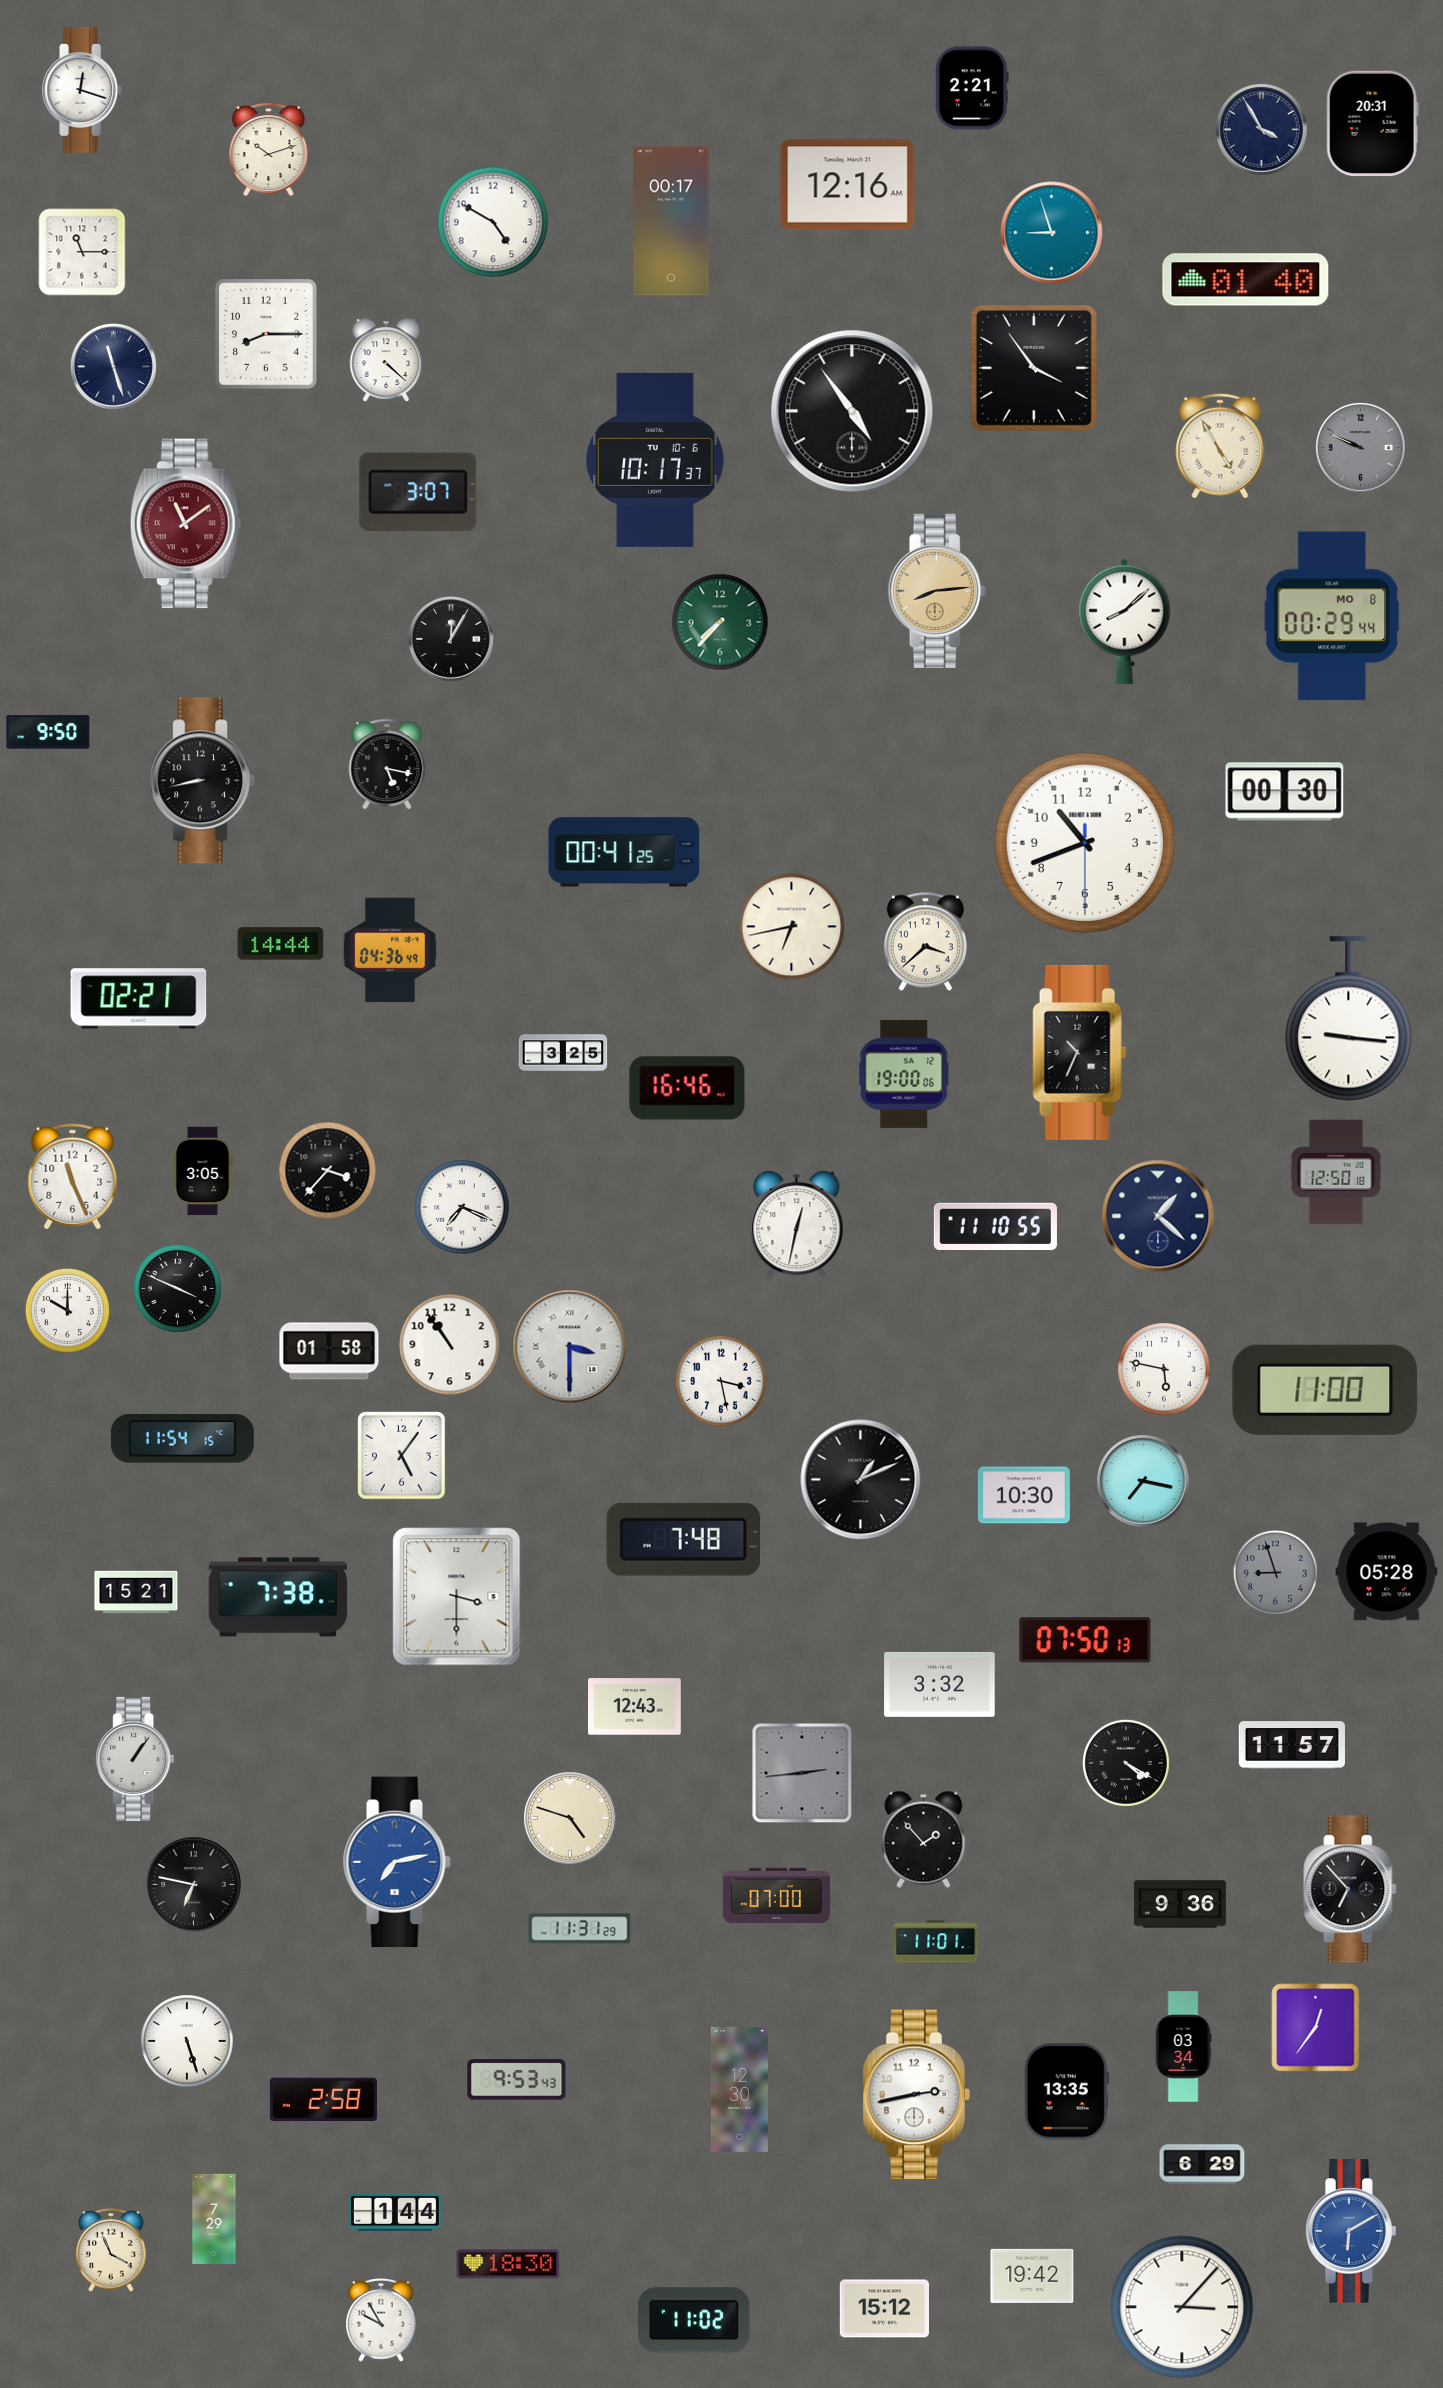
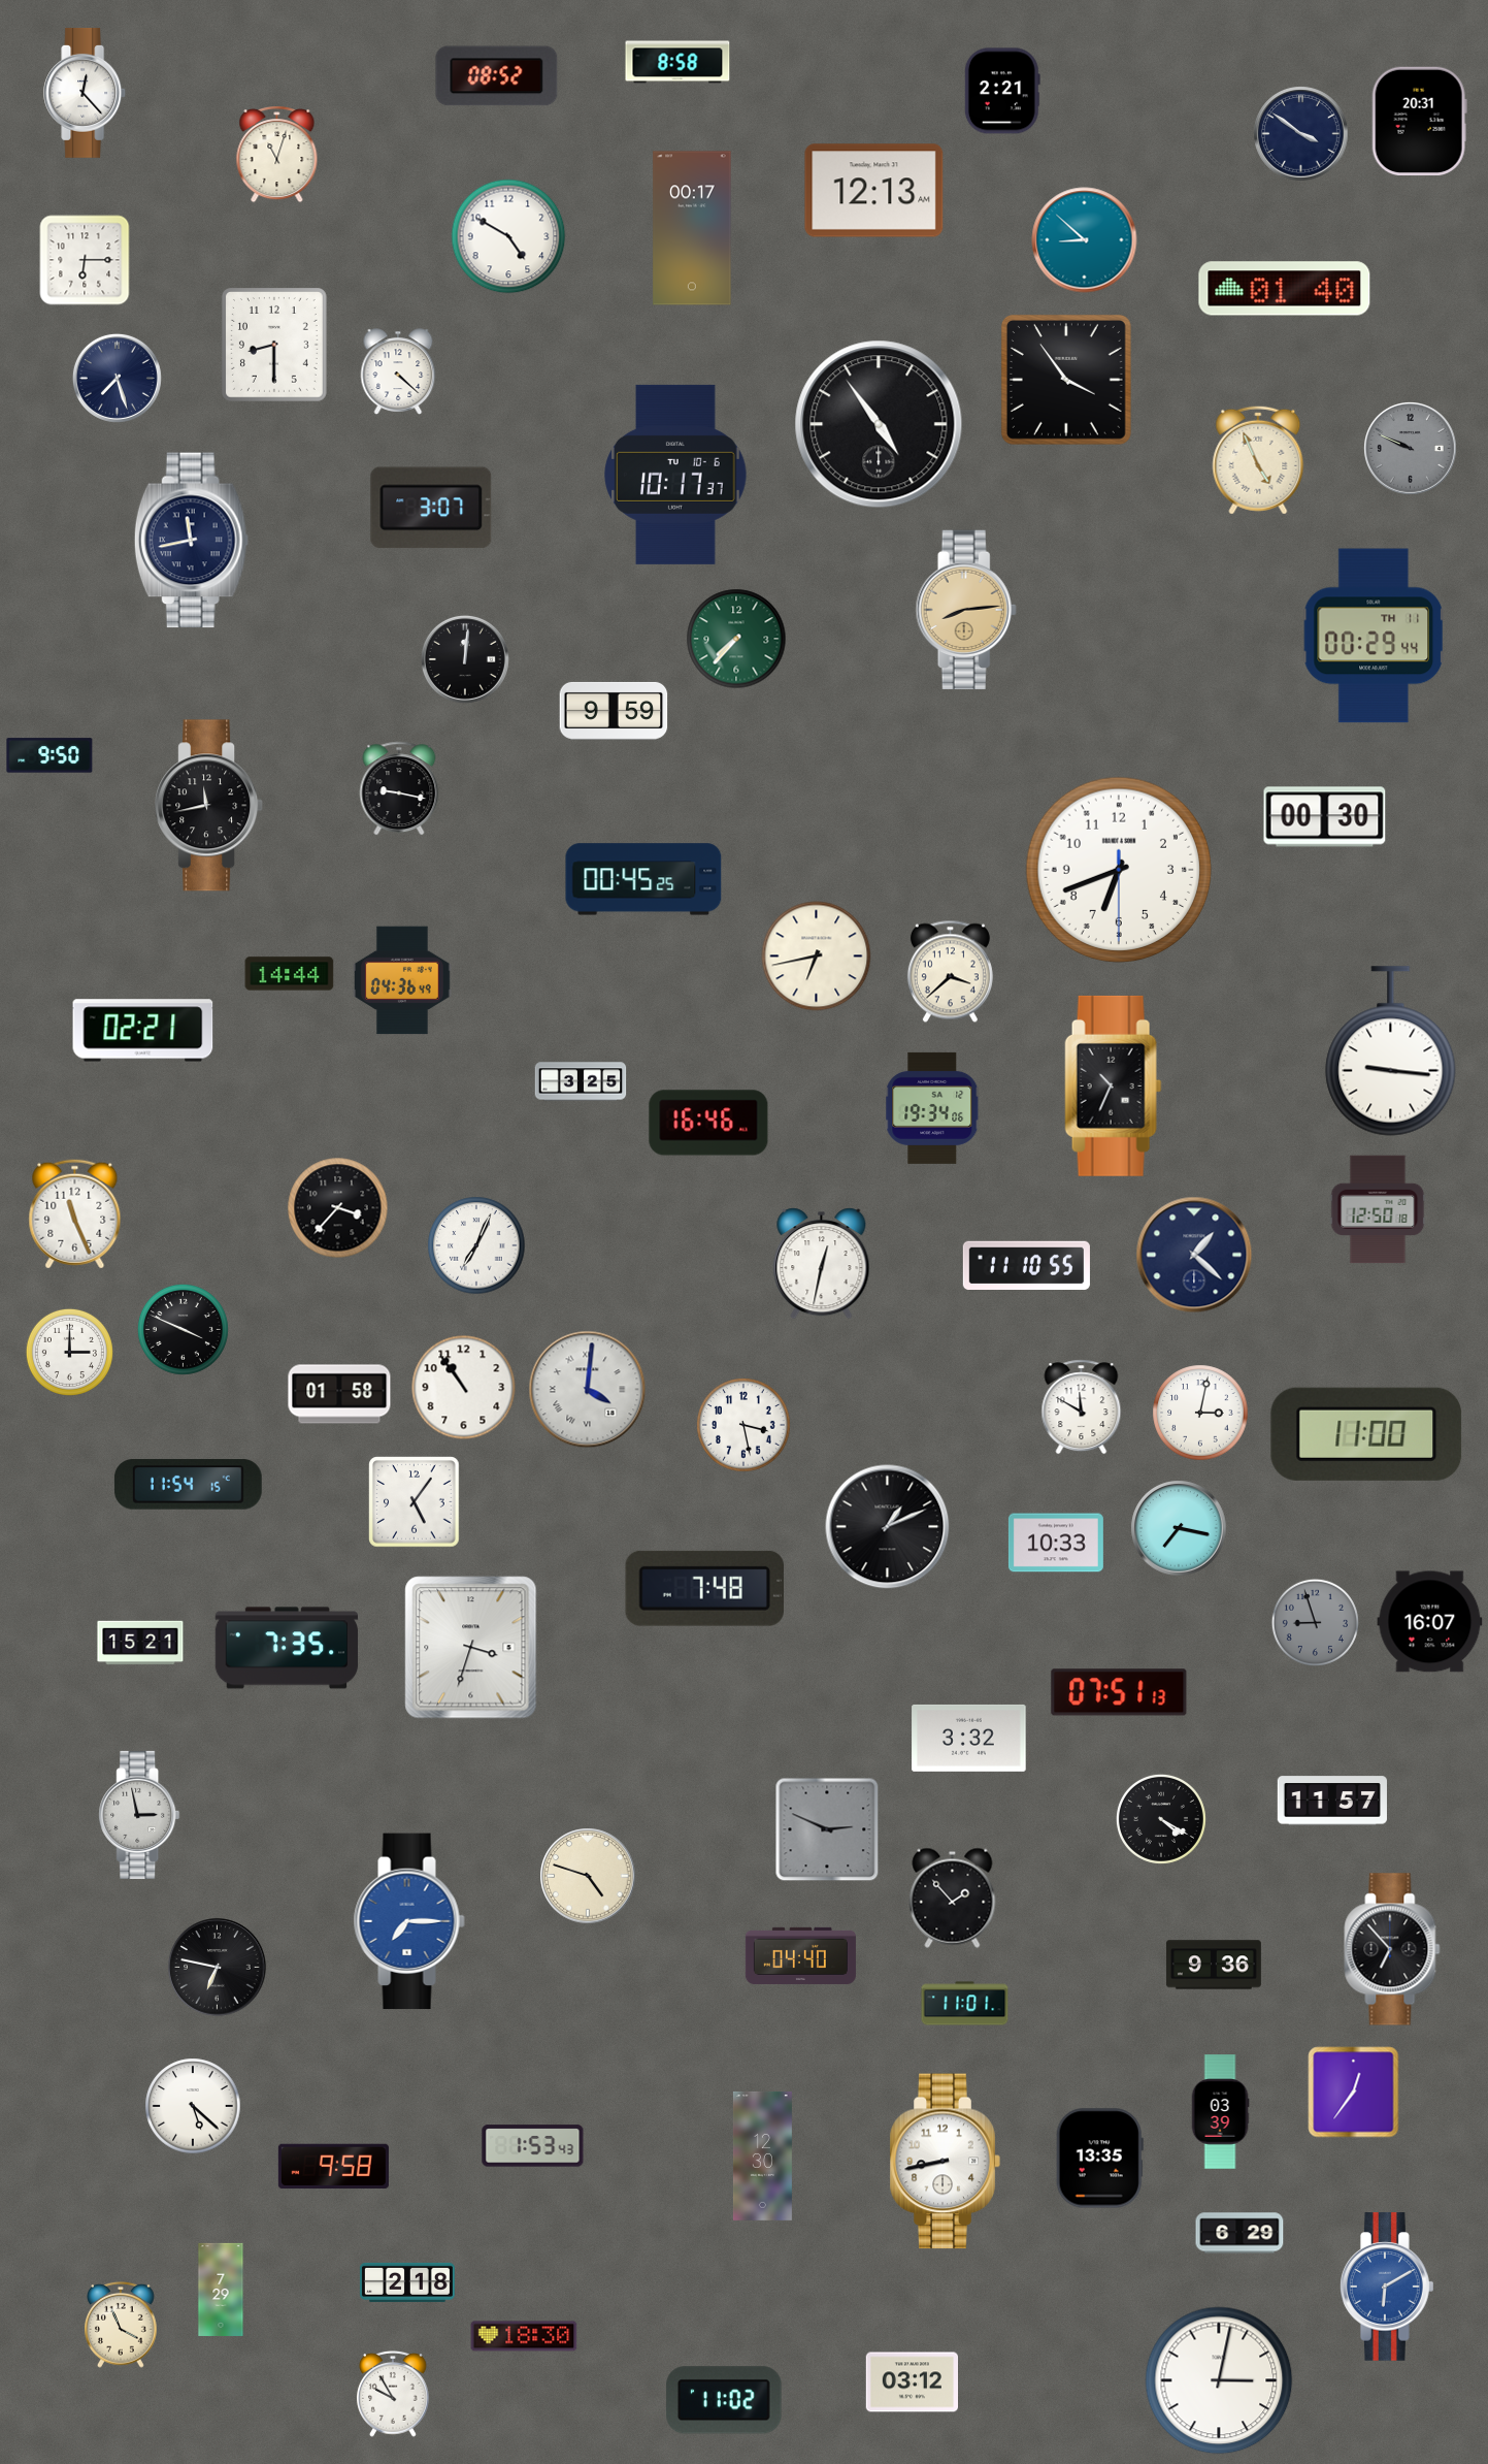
clock at (677, 62): none -> 8:58
clock at (497, 76): none -> 08:52
clock at (83, 90): 12:18 -> 12:23
clock at (1372, 123) position: (1372, 123) -> (1419, 121)
clock at (1262, 130): 3:55 -> 3:51
clock at (269, 150): 10:12 -> 11:03
clock at (848, 185): 12:16 -> 12:13
clock at (493, 222) position: (493, 222) -> (508, 236)
clock at (1052, 233): 8:57 -> 8:52
clock at (82, 252): 11:15 -> 6:15
clock at (266, 335): 8:15 -> 8:30
clock at (113, 366): 11:27 -> 7:27
clock at (1220, 446): 4:55 -> 4:56
clock at (1361, 448) position: (1361, 448) -> (1411, 449)
clock at (185, 524): 11:09 -> 11:43
clock at (185, 524) dial: burgundy -> navy
clock at (1332, 616) date: MO 8 -> TH 11
clock at (1125, 621): 8:08 -> none
clock at (720, 622) position: (720, 622) -> (736, 639)
clock at (451, 639): 12:05 -> 12:01
clock at (614, 711): none -> 9:59
clock at (387, 764): 5:17 -> 9:17
clock at (203, 781): 8:43 -> 11:43
clock at (1085, 843): 10:41 -> 6:41
clock at (624, 852): 00:41 -> 00:45
clock at (925, 942) position: (925, 942) -> (950, 972)
clock at (563, 1053) position: (563, 1053) -> (581, 1081)
clock at (904, 1074): 19:00 -> 19:34
clock at (203, 1171): 3:05 -> none
clock at (462, 1207): 7:19 -> 7:04
clock at (67, 1310): 10:00 -> 3:00
clock at (570, 1347): 3:30 -> 4:01
clock at (1082, 1407): none -> 11:50
clock at (1164, 1369): 5:47 -> 3:02
clock at (1024, 1495): 10:30 -> 10:33
clock at (1387, 1572): 05:28 -> 16:07
clock at (278, 1597): 7:38 -> 7:35
clock at (457, 1597): 3:30 -> 3:33
clock at (1085, 1640): 07:50 -> 07:51
clock at (635, 1707): 12:43 -> none
clock at (135, 1759): 1:06 -> 2:58
clock at (802, 1773): 2:44 -> 2:49
clock at (397, 1862): 7:13 -> 7:15
clock at (194, 1885) position: (194, 1885) -> (218, 1968)
clock at (776, 1895): 07:00 -> 04:40
clock at (1180, 1904) position: (1180, 1904) -> (1214, 1965)
clock at (580, 1929): 11:31 -> none
clock at (1316, 2028) position: (1316, 2028) -> (1354, 2093)
clock at (187, 2041): 5:27 -> 5:22
clock at (1183, 2047): 03:34 -> 03:39
clock at (517, 2080): 9:53 -> 1:53
clock at (916, 2095): 2:43 -> 8:43
clock at (323, 2099): 2:58 -> 9:58
clock at (395, 2212): 1:44 -> 2:18
clock at (1352, 2231) position: (1352, 2231) -> (1388, 2287)
clock at (112, 2250) position: (112, 2250) -> (122, 2325)
clock at (1032, 2276): 19:42 -> none
clock at (1182, 2307): 3:07 -> 3:02
clock at (884, 2309): 15:12 -> 03:12
clock at (694, 2320) position: (694, 2320) -> (724, 2400)
